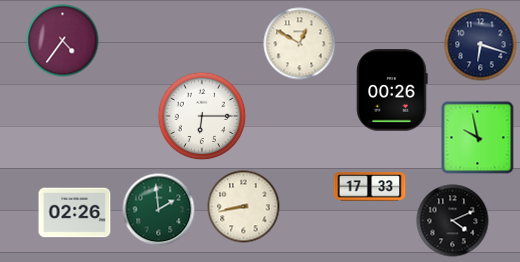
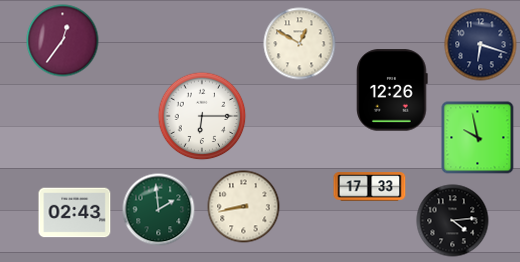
clock at (63, 41): 4:36 -> 12:36
clock at (392, 90): 00:26 -> 12:26
clock at (75, 213): 02:26 -> 02:43
clock at (453, 221): 4:11 -> 4:14
